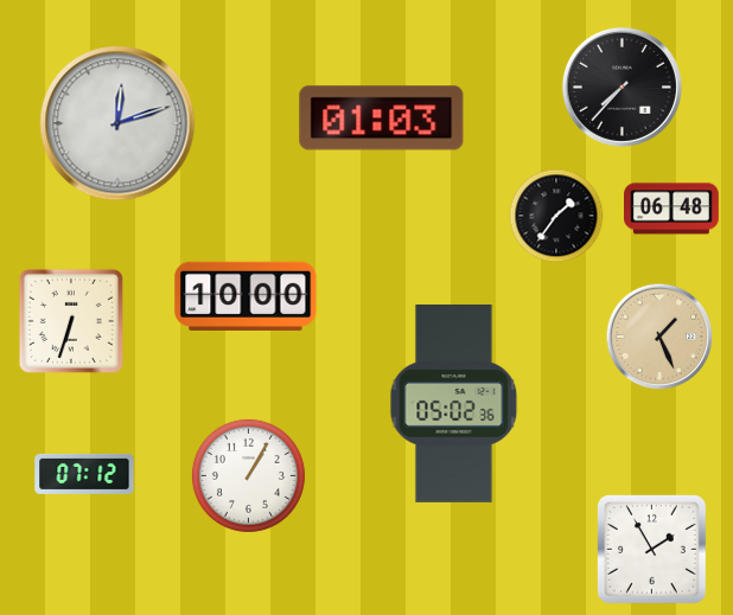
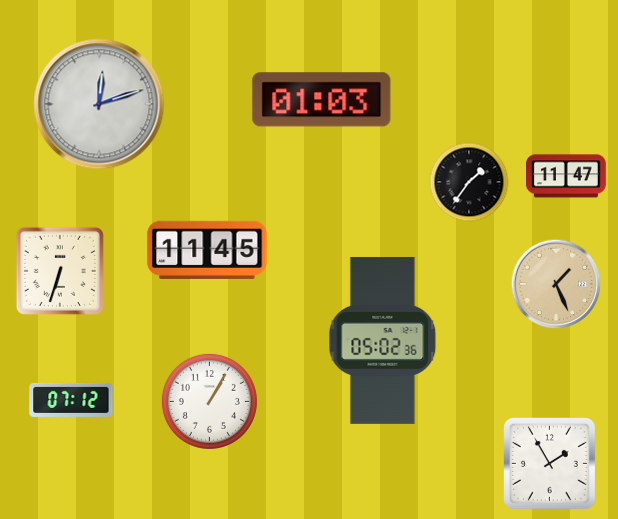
clock at (622, 87): 7:37 -> none
clock at (673, 209): 06:48 -> 11:47
clock at (246, 296): 10:00 -> 11:45
